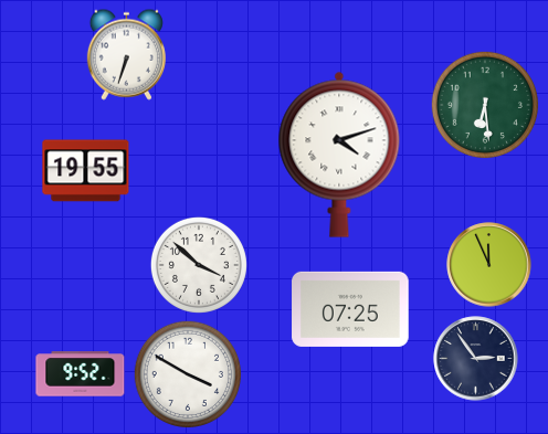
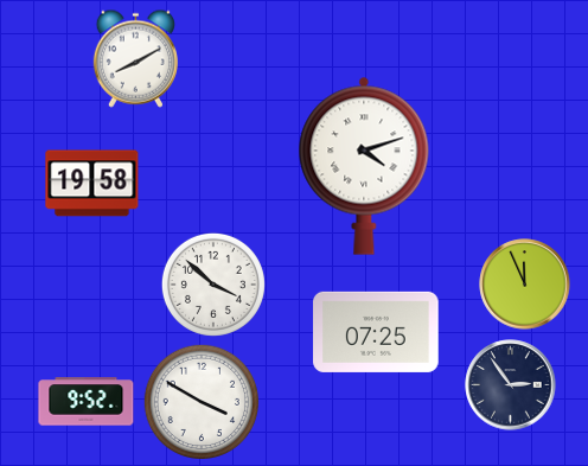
clock at (126, 54): 6:33 -> 8:10
clock at (485, 105): 6:29 -> none
clock at (86, 171): 19:55 -> 19:58
